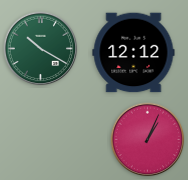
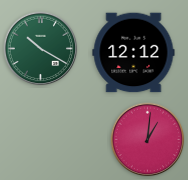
clock at (148, 140): 1:04 -> 1:01
